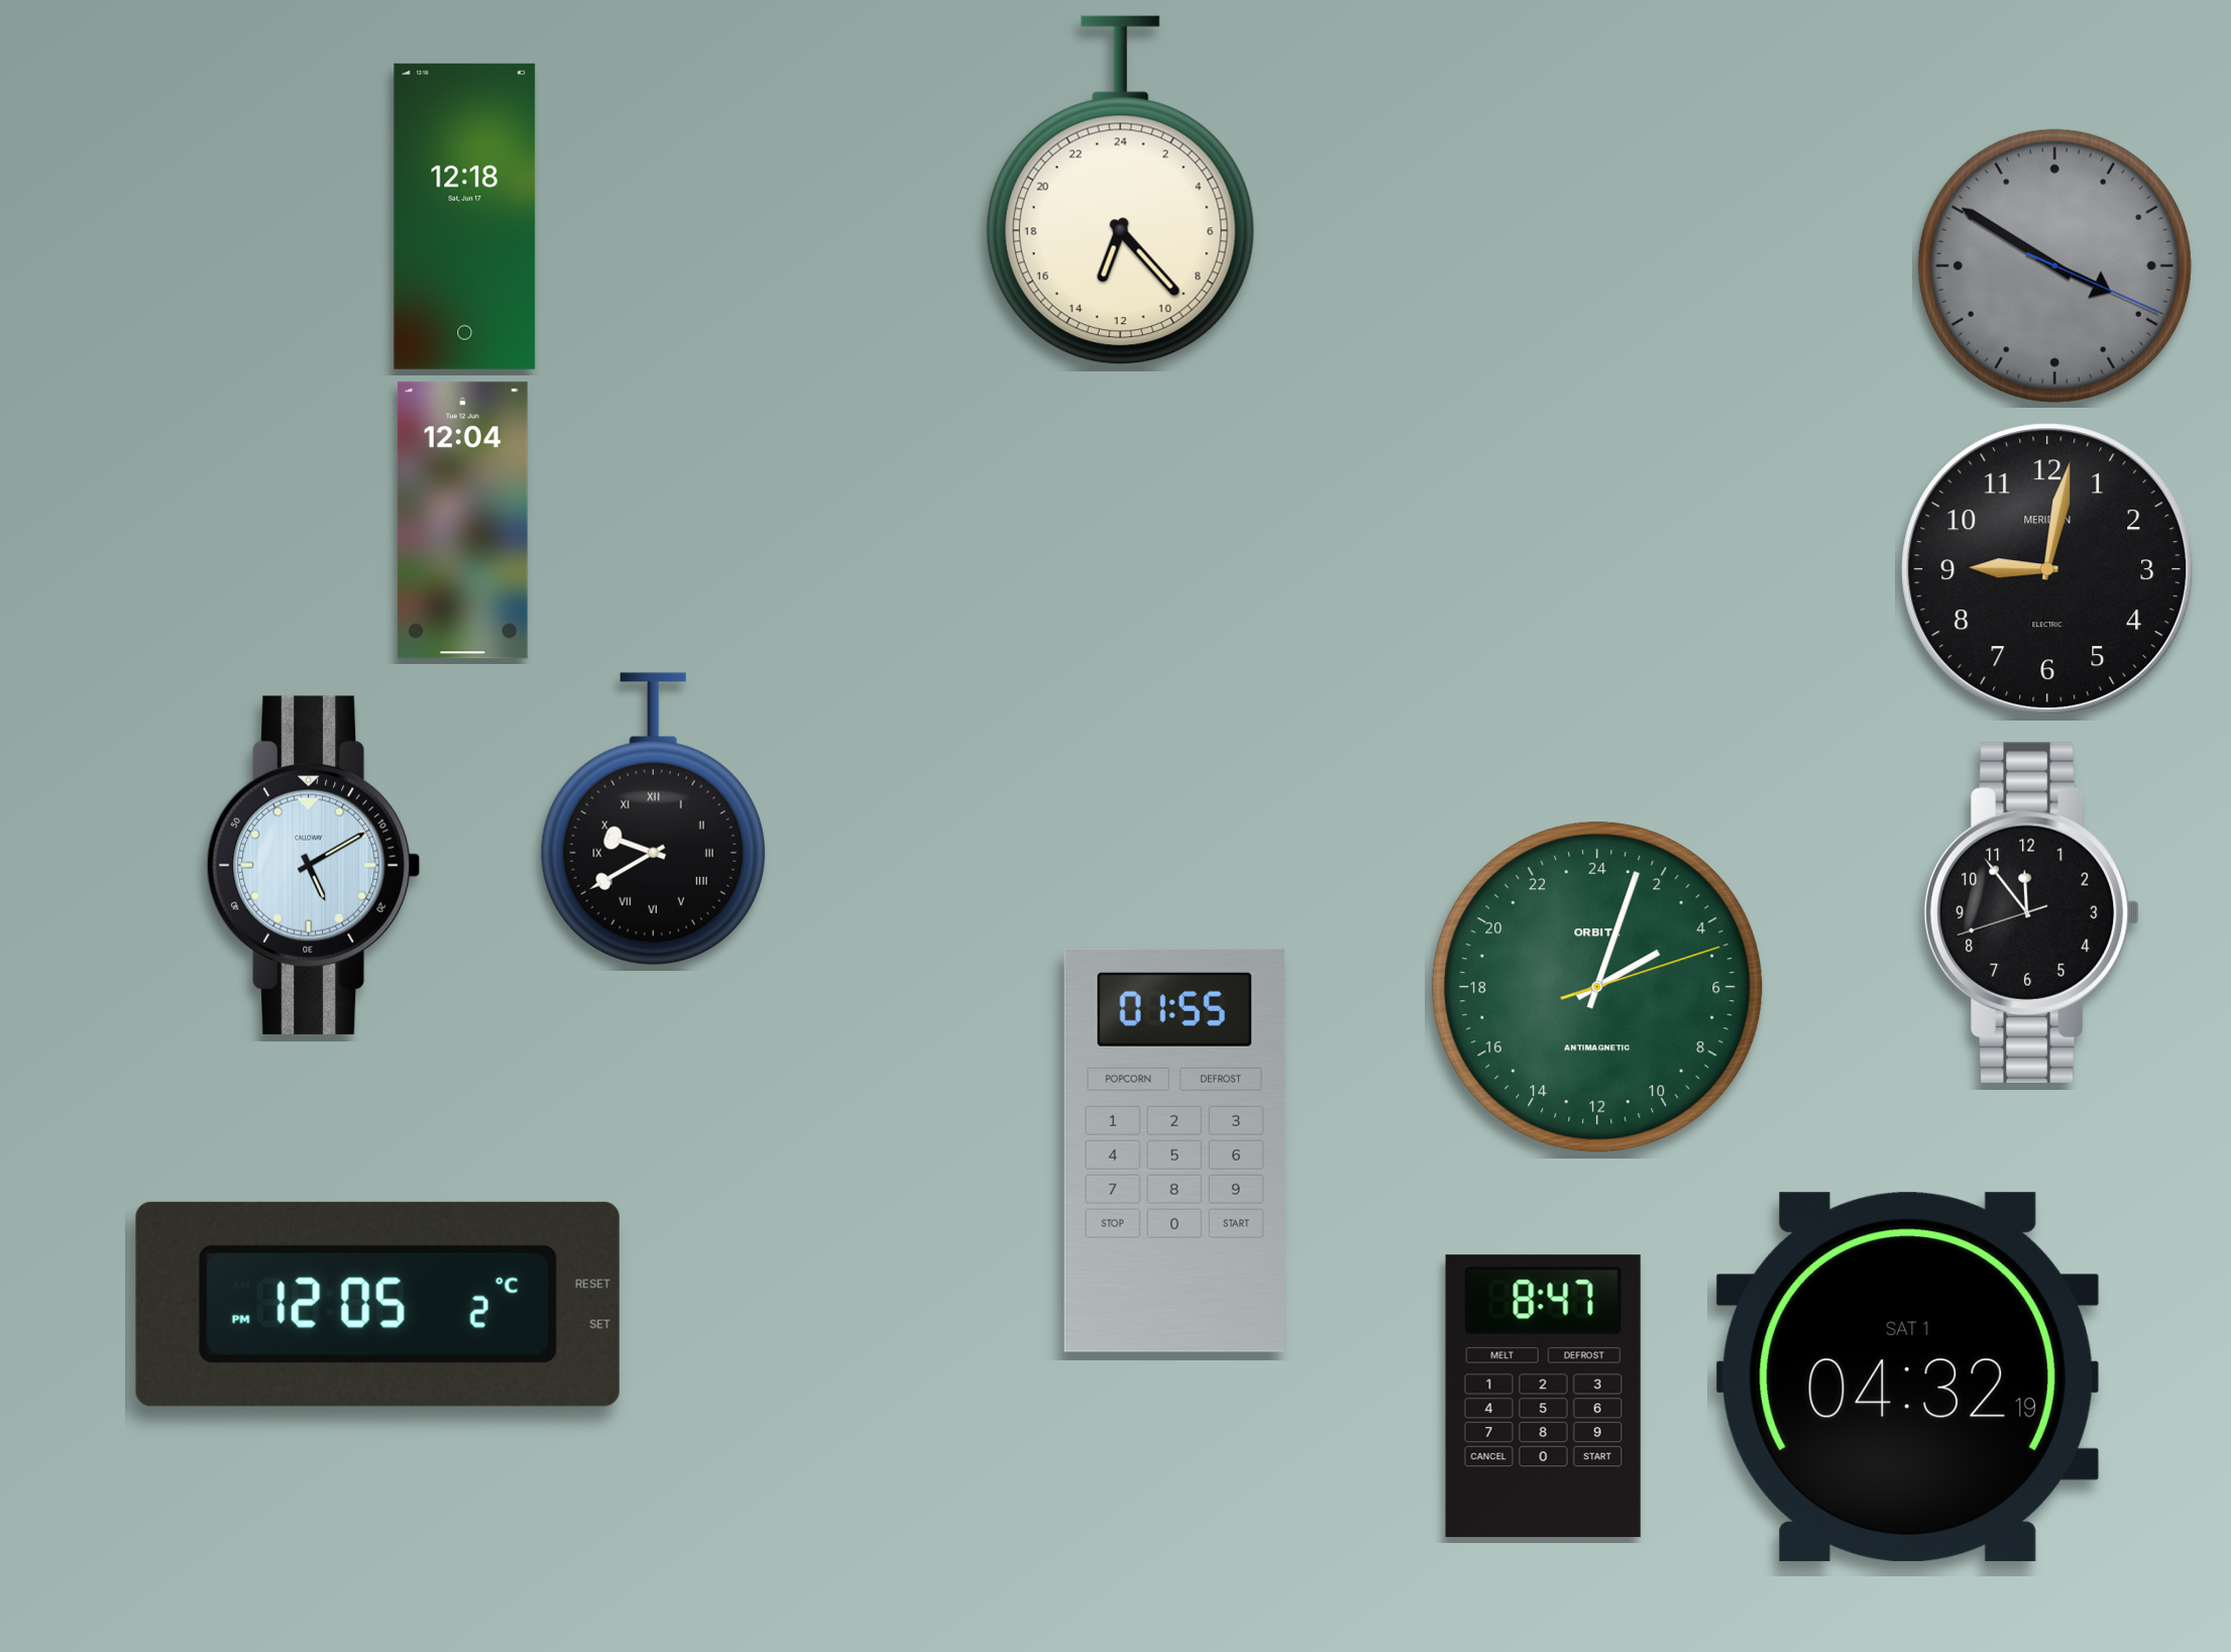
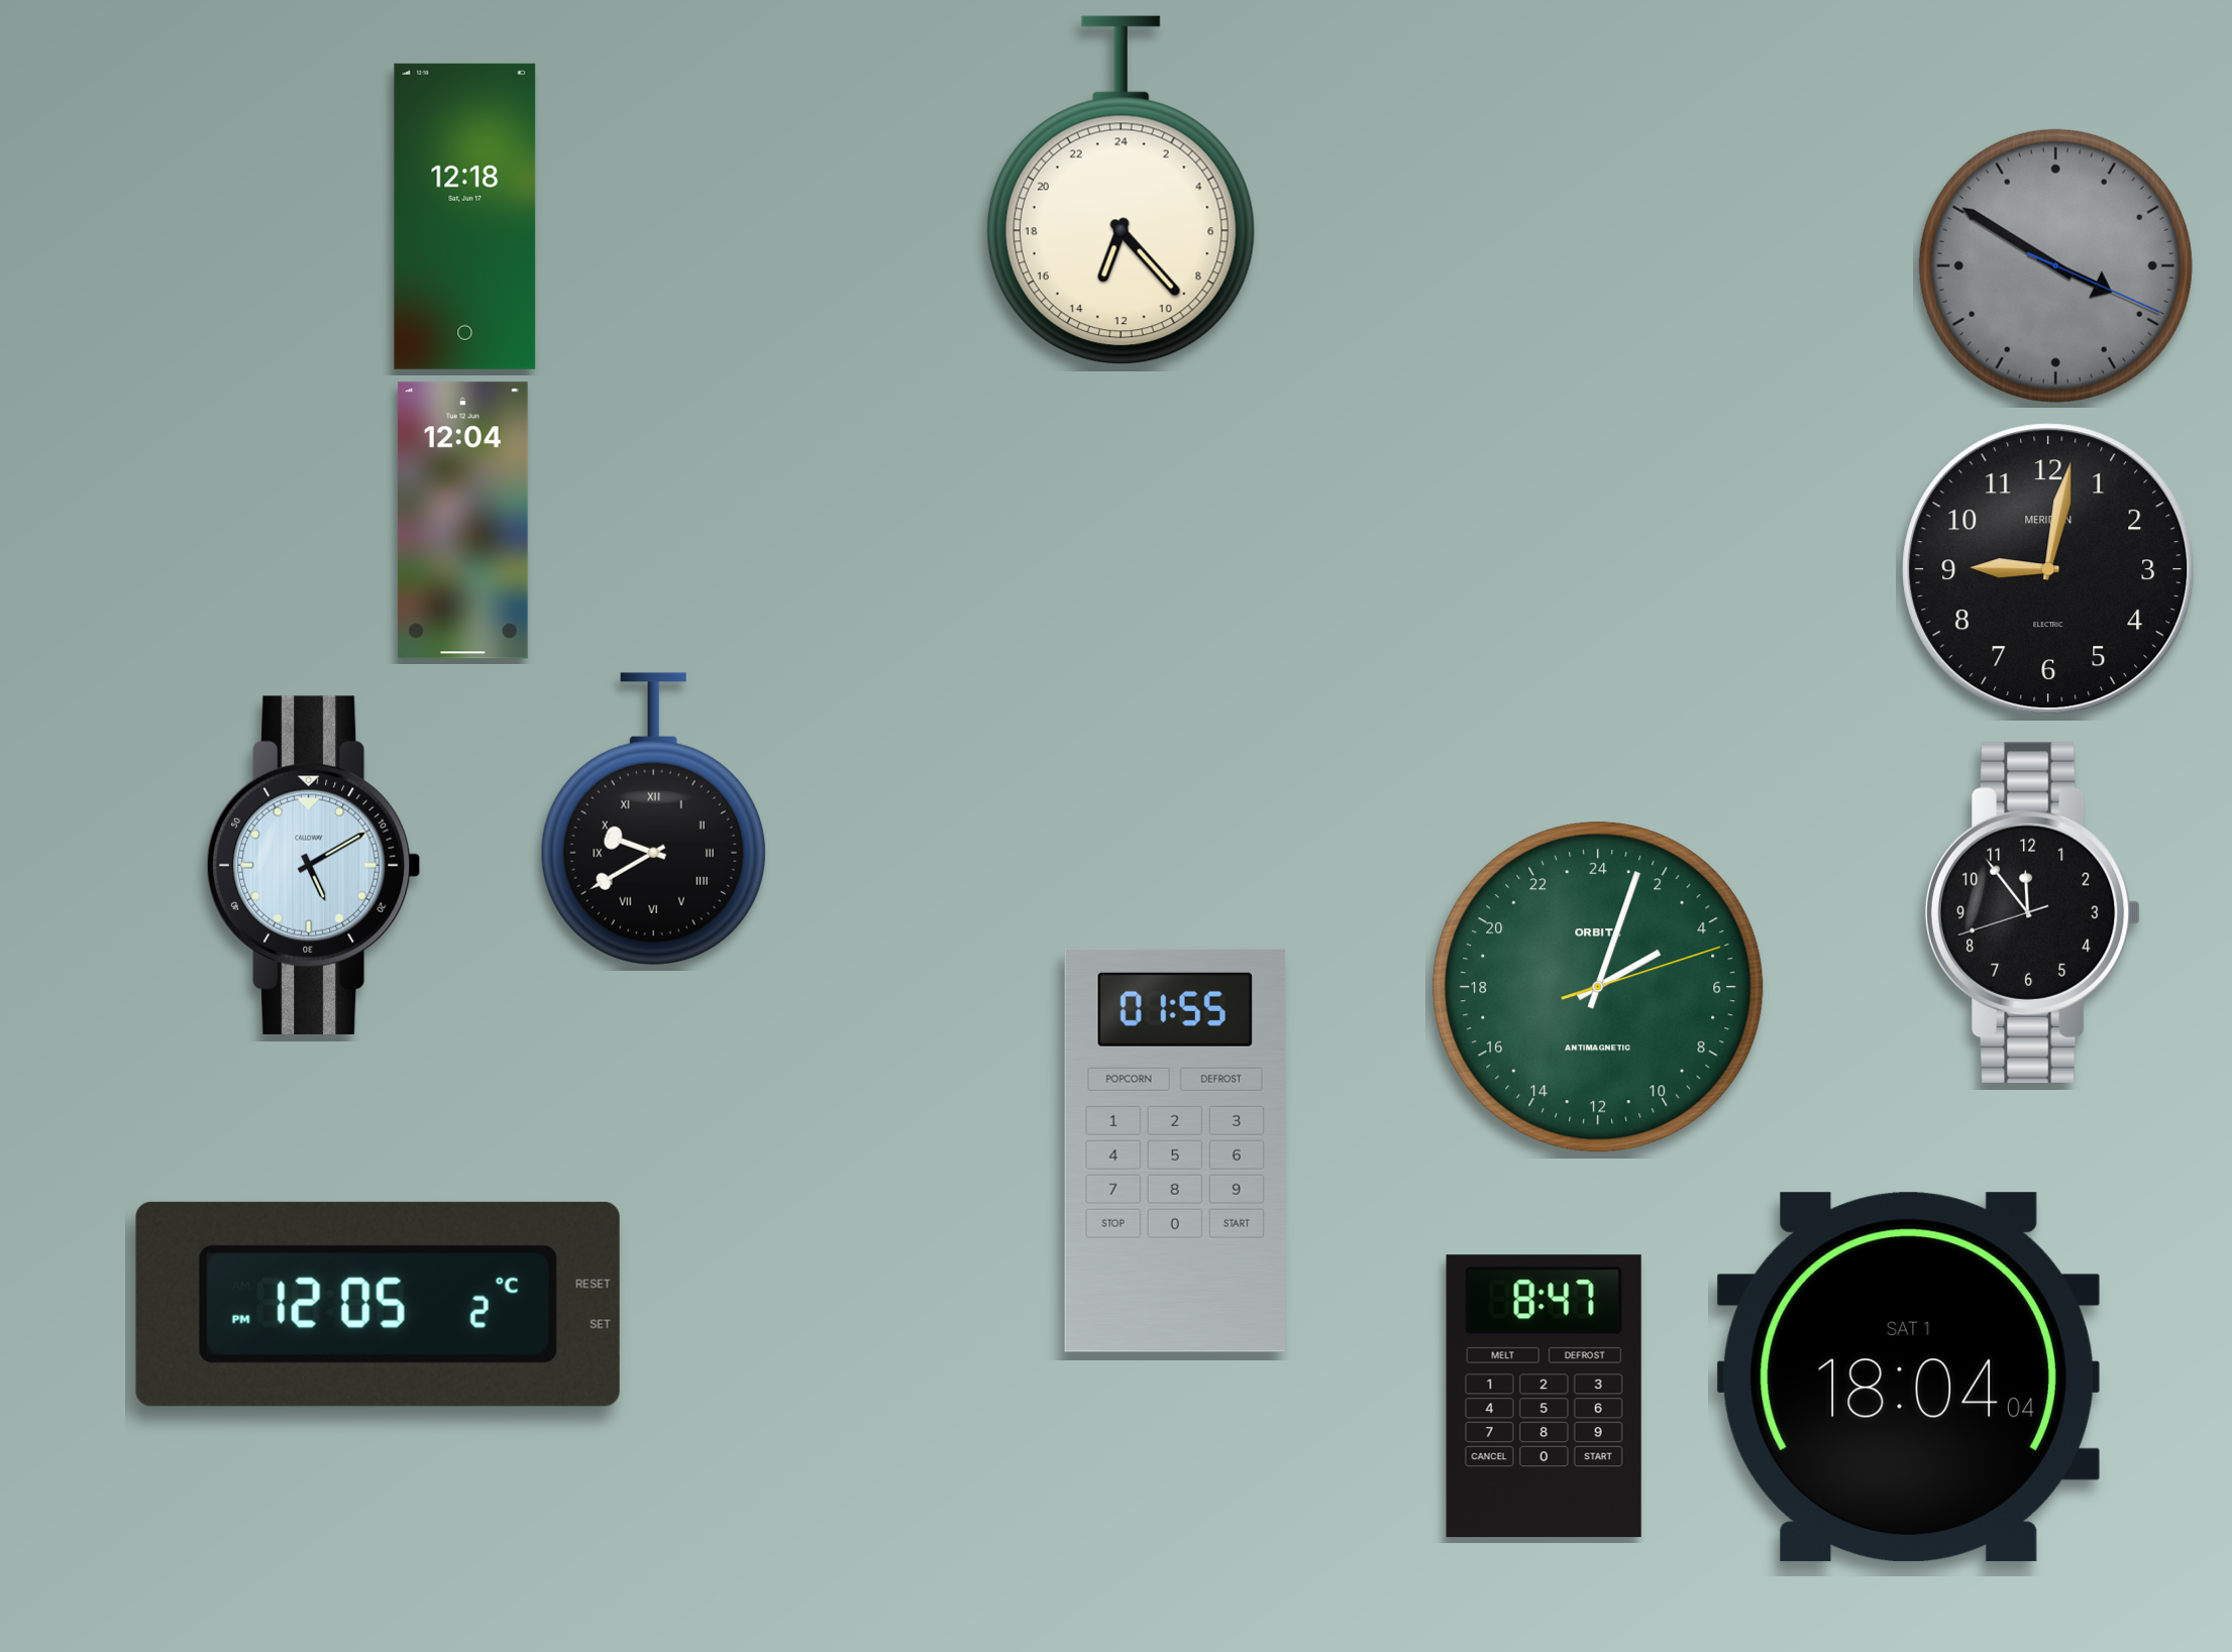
clock at (1907, 1376): 04:32 -> 18:04
